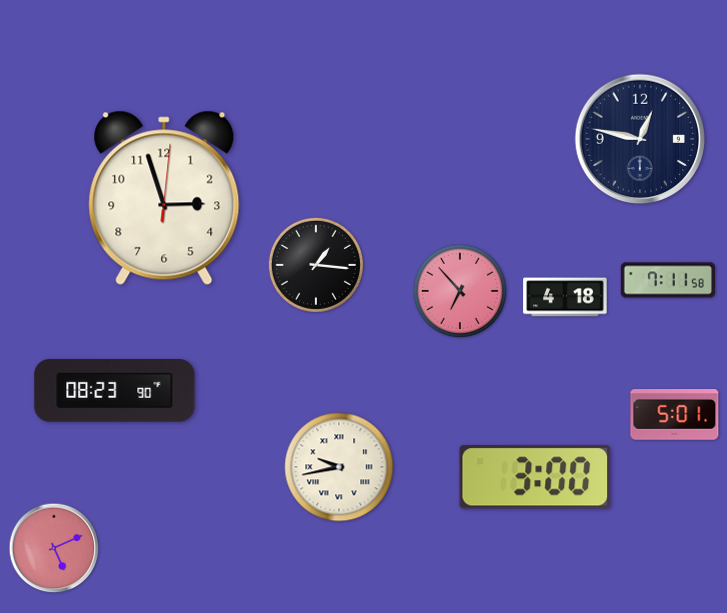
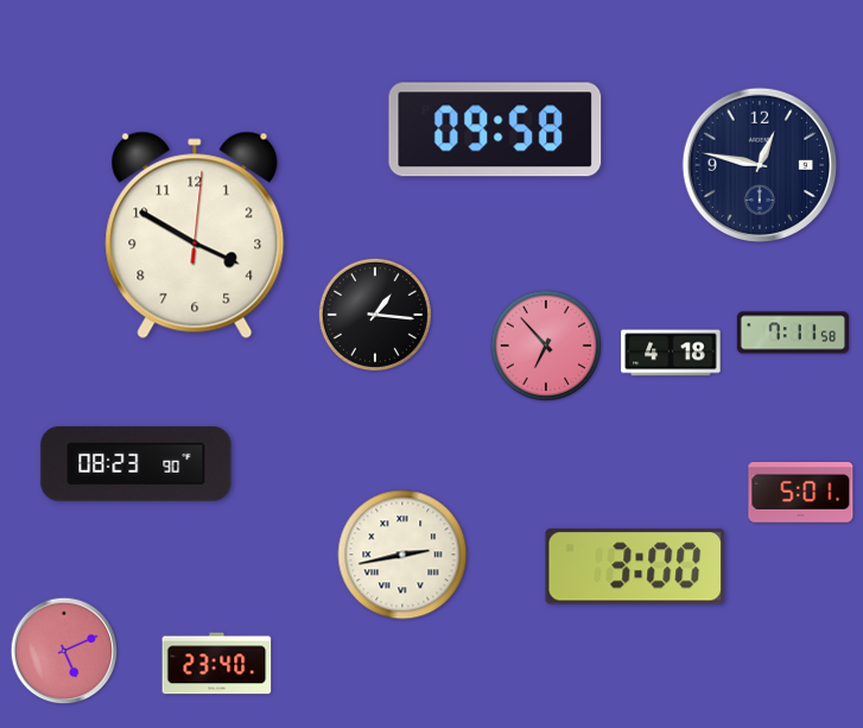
clock at (495, 129): none -> 09:58
clock at (164, 198): 2:57 -> 3:50
clock at (339, 467): 9:43 -> 2:43
clock at (217, 664): none -> 23:40
